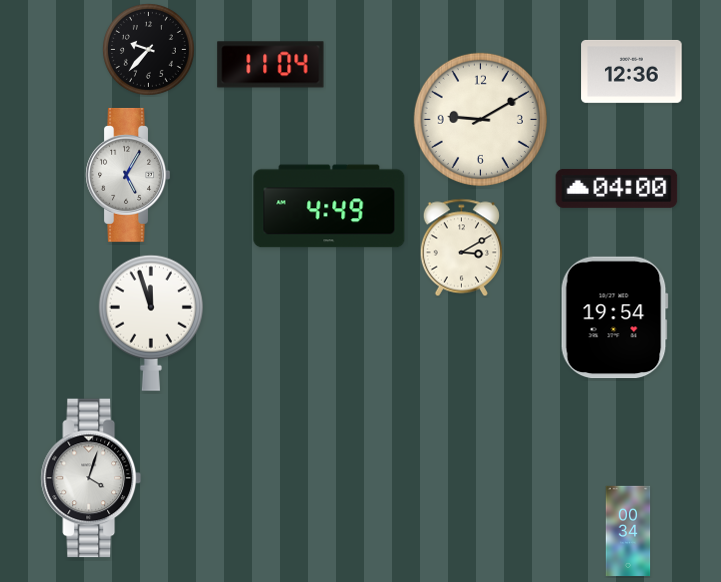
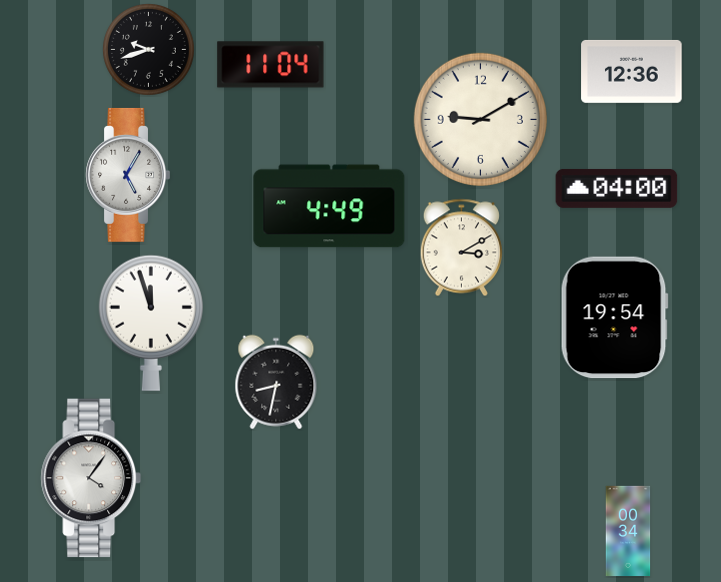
clock at (149, 50): 9:37 -> 9:42
clock at (276, 382): none -> 8:32
clock at (91, 478): 4:03 -> 4:06
